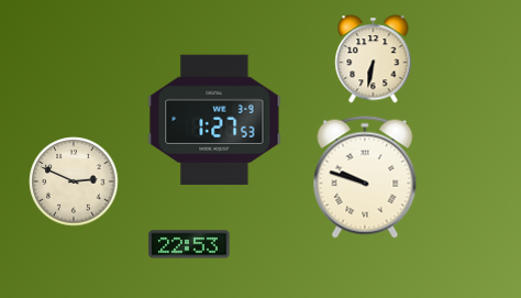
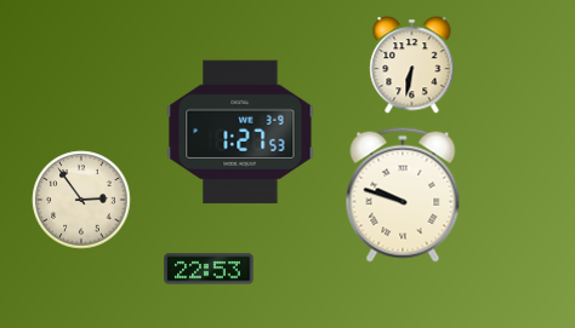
clock at (214, 120) position: (214, 120) -> (240, 132)
clock at (74, 181): 2:49 -> 2:54
